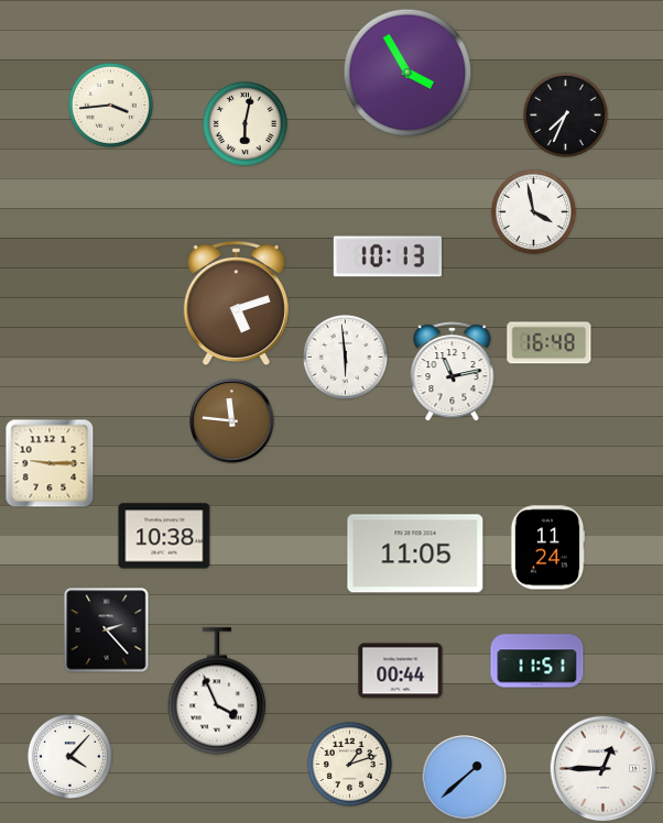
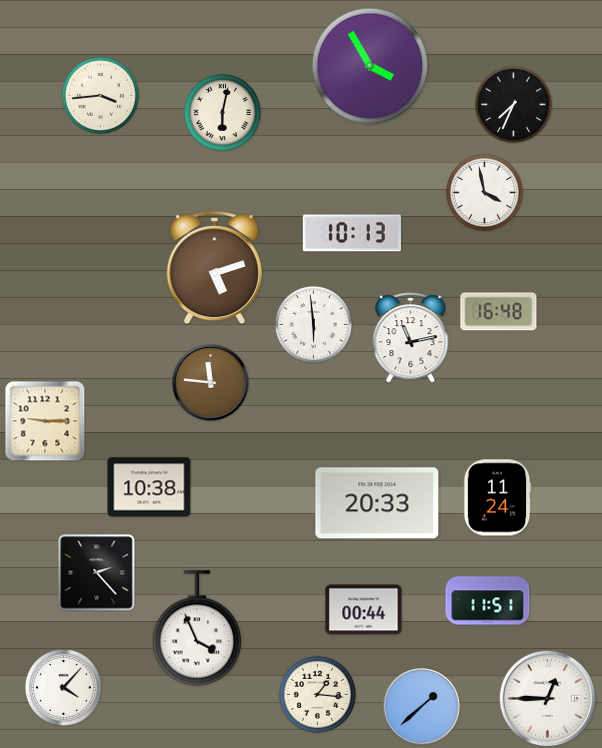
clock at (236, 305) position: (236, 305) -> (214, 269)
clock at (415, 553): 11:05 -> 20:33
clock at (349, 764): 1:12 -> 1:16
